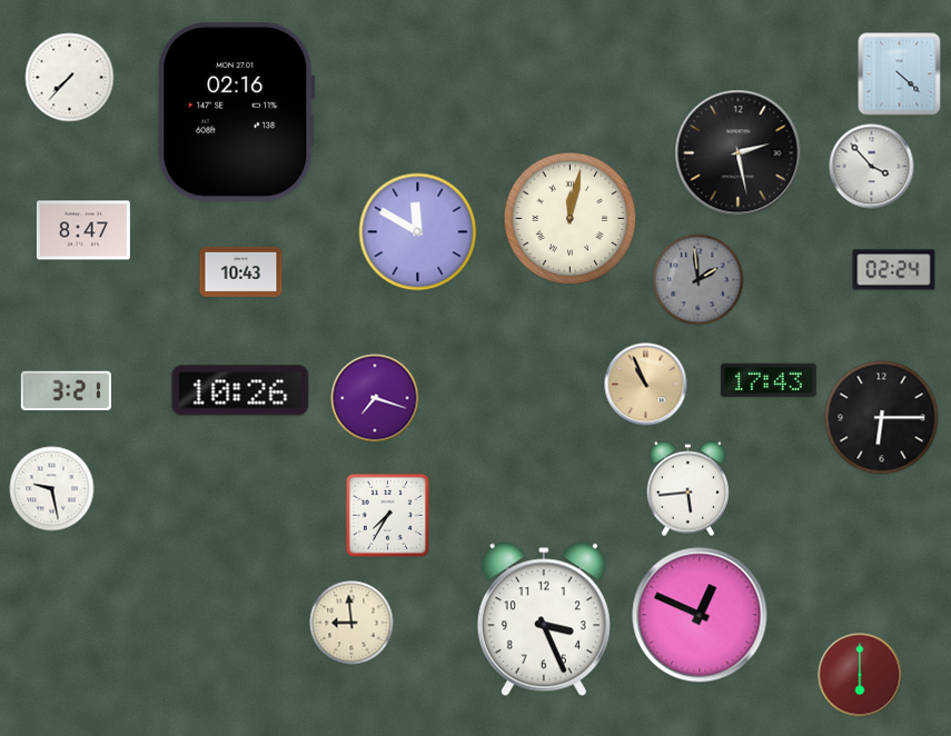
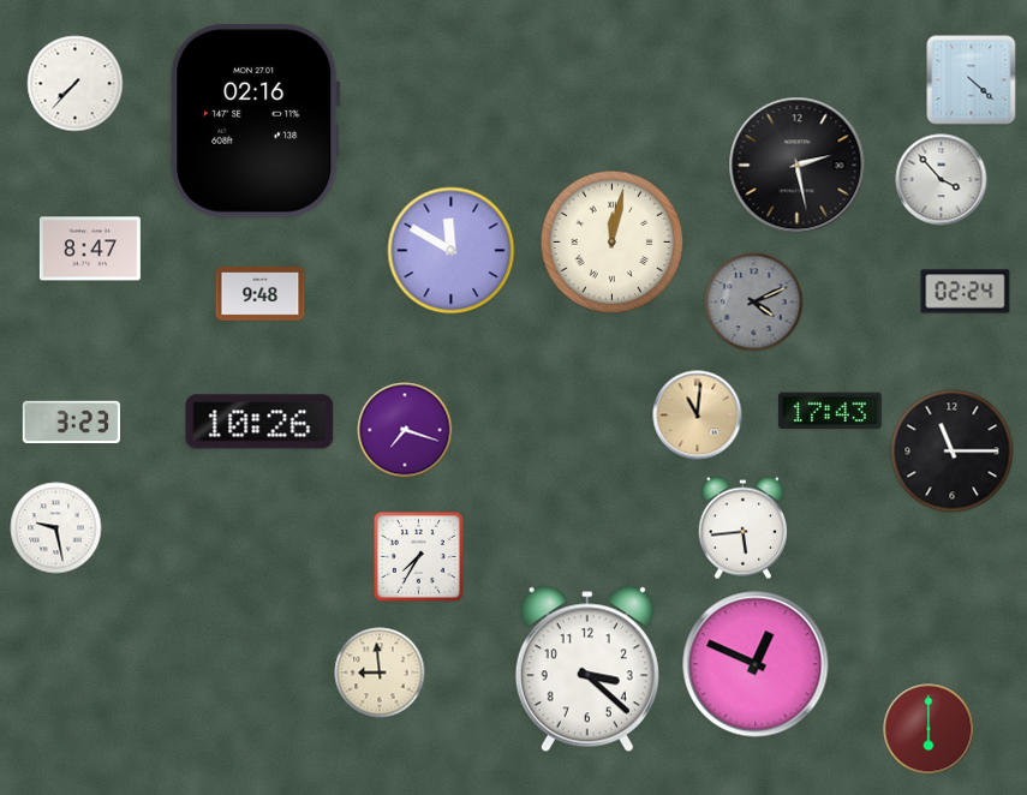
clock at (571, 219) position: (571, 219) -> (613, 243)
clock at (241, 271): 10:43 -> 9:48
clock at (699, 280): 1:59 -> 4:11
clock at (646, 385): 10:56 -> 11:01
clock at (67, 391): 3:21 -> 3:23
clock at (882, 418): 6:15 -> 11:15
clock at (544, 619): 3:26 -> 3:22
